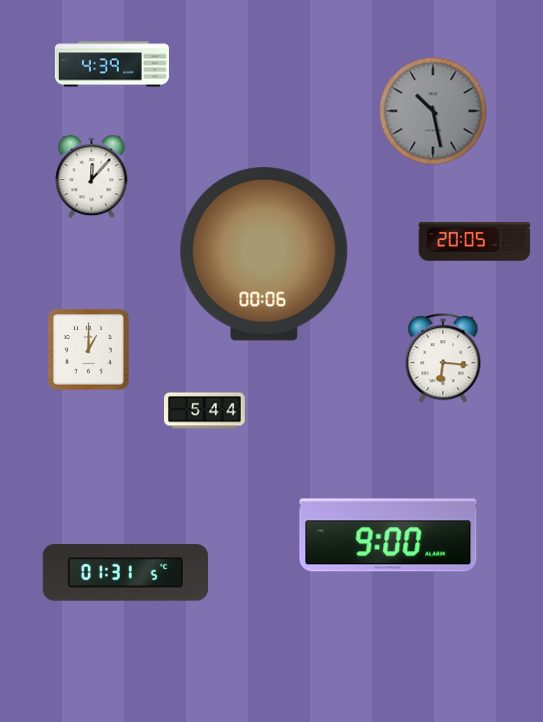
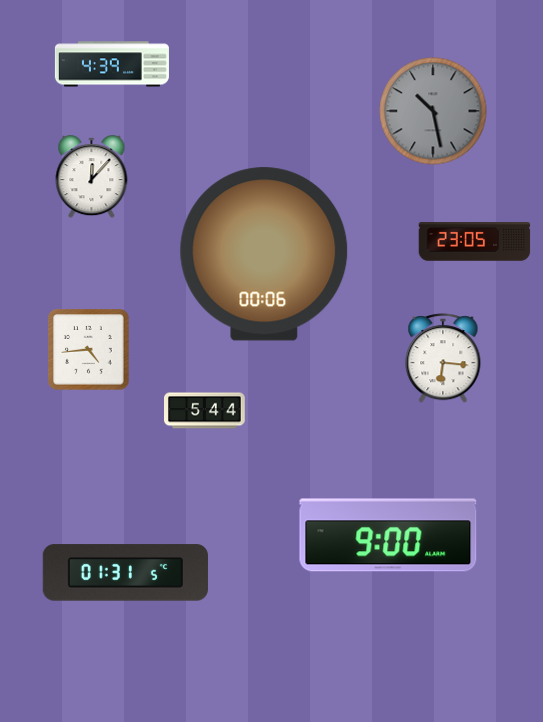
clock at (475, 242): 20:05 -> 23:05
clock at (89, 350): 1:00 -> 4:44
